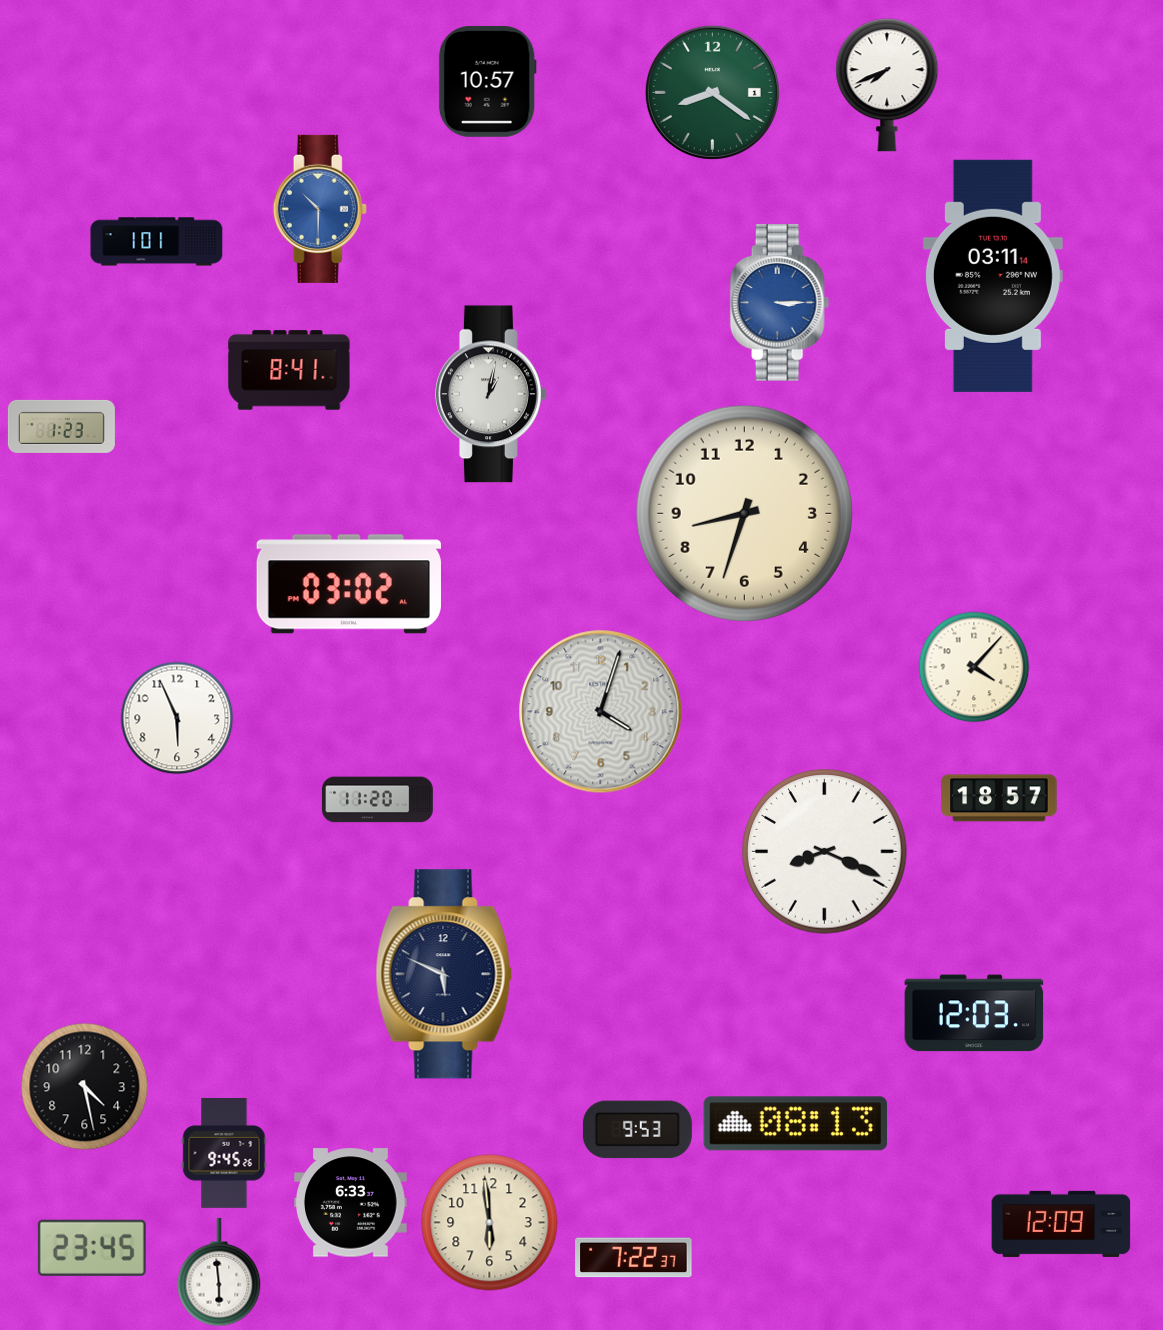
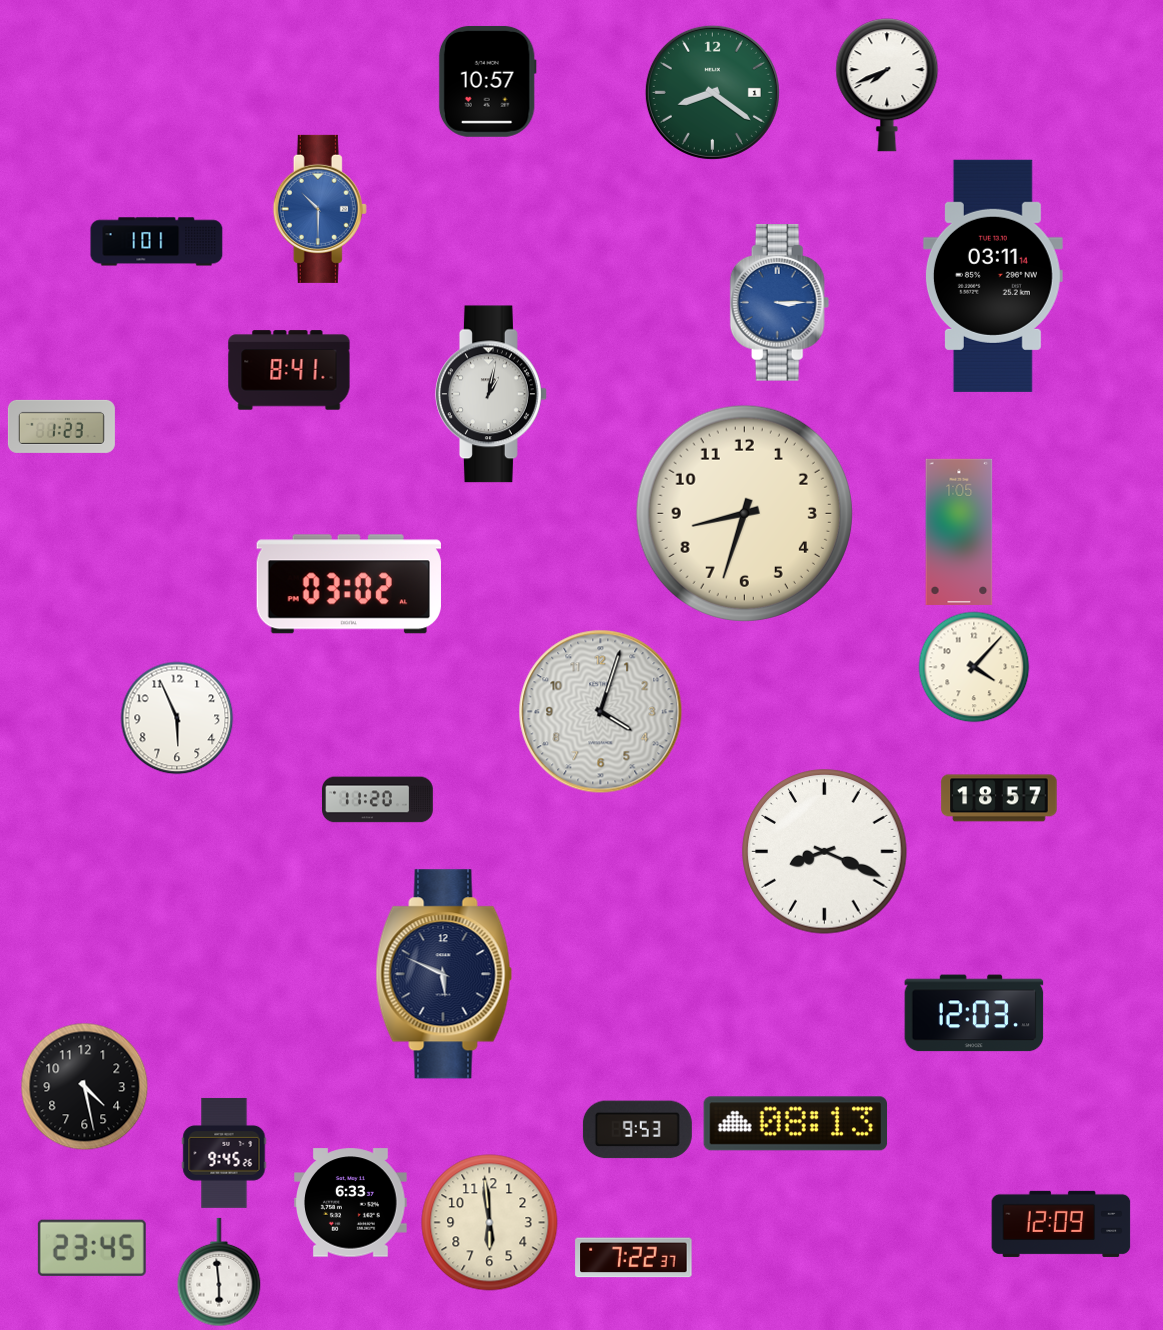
clock at (959, 532): none -> 1:05
